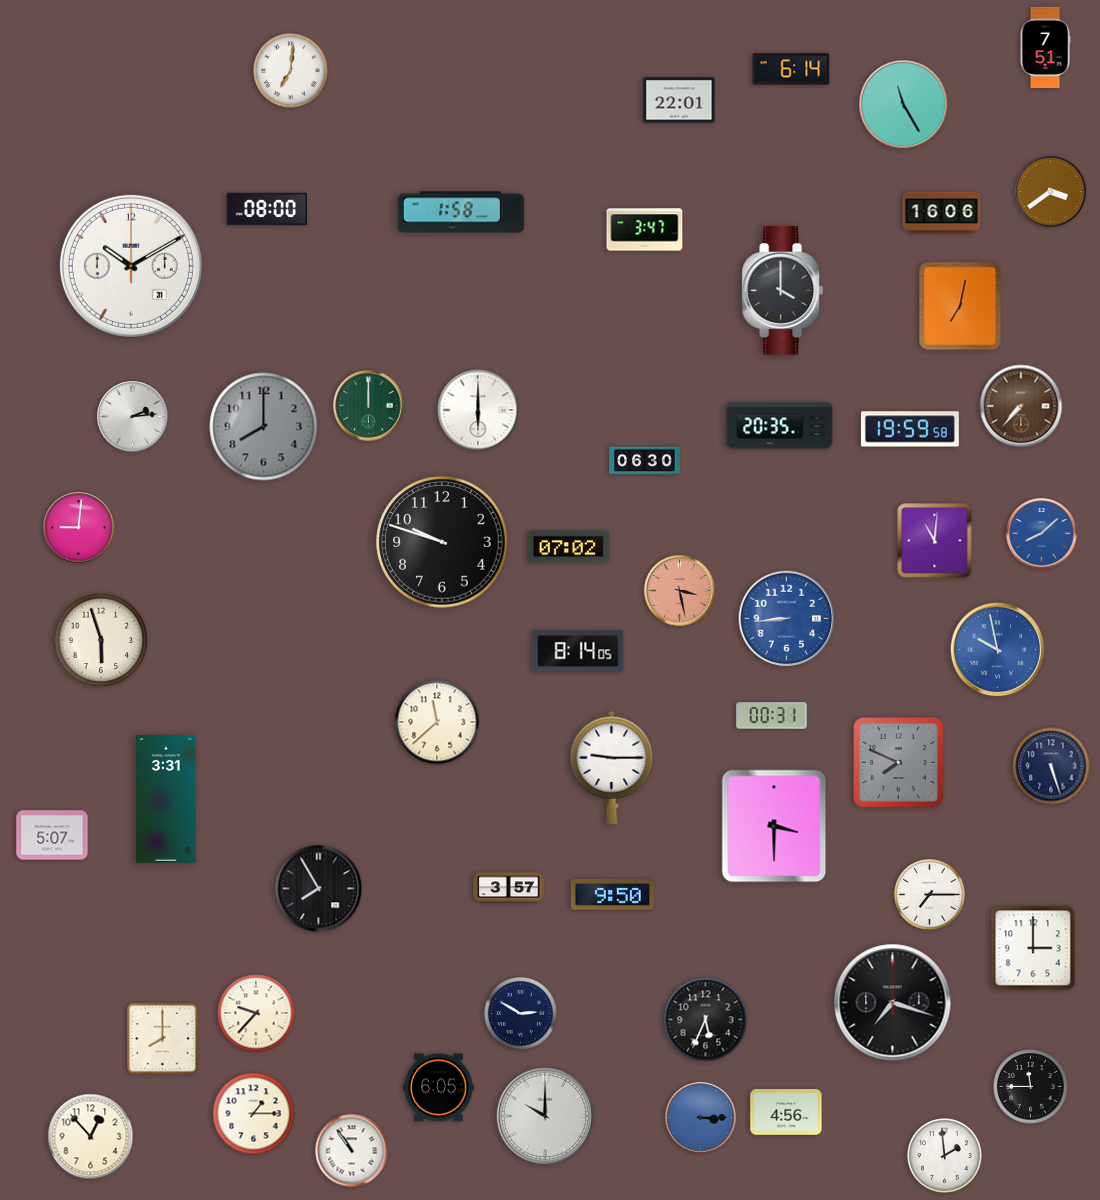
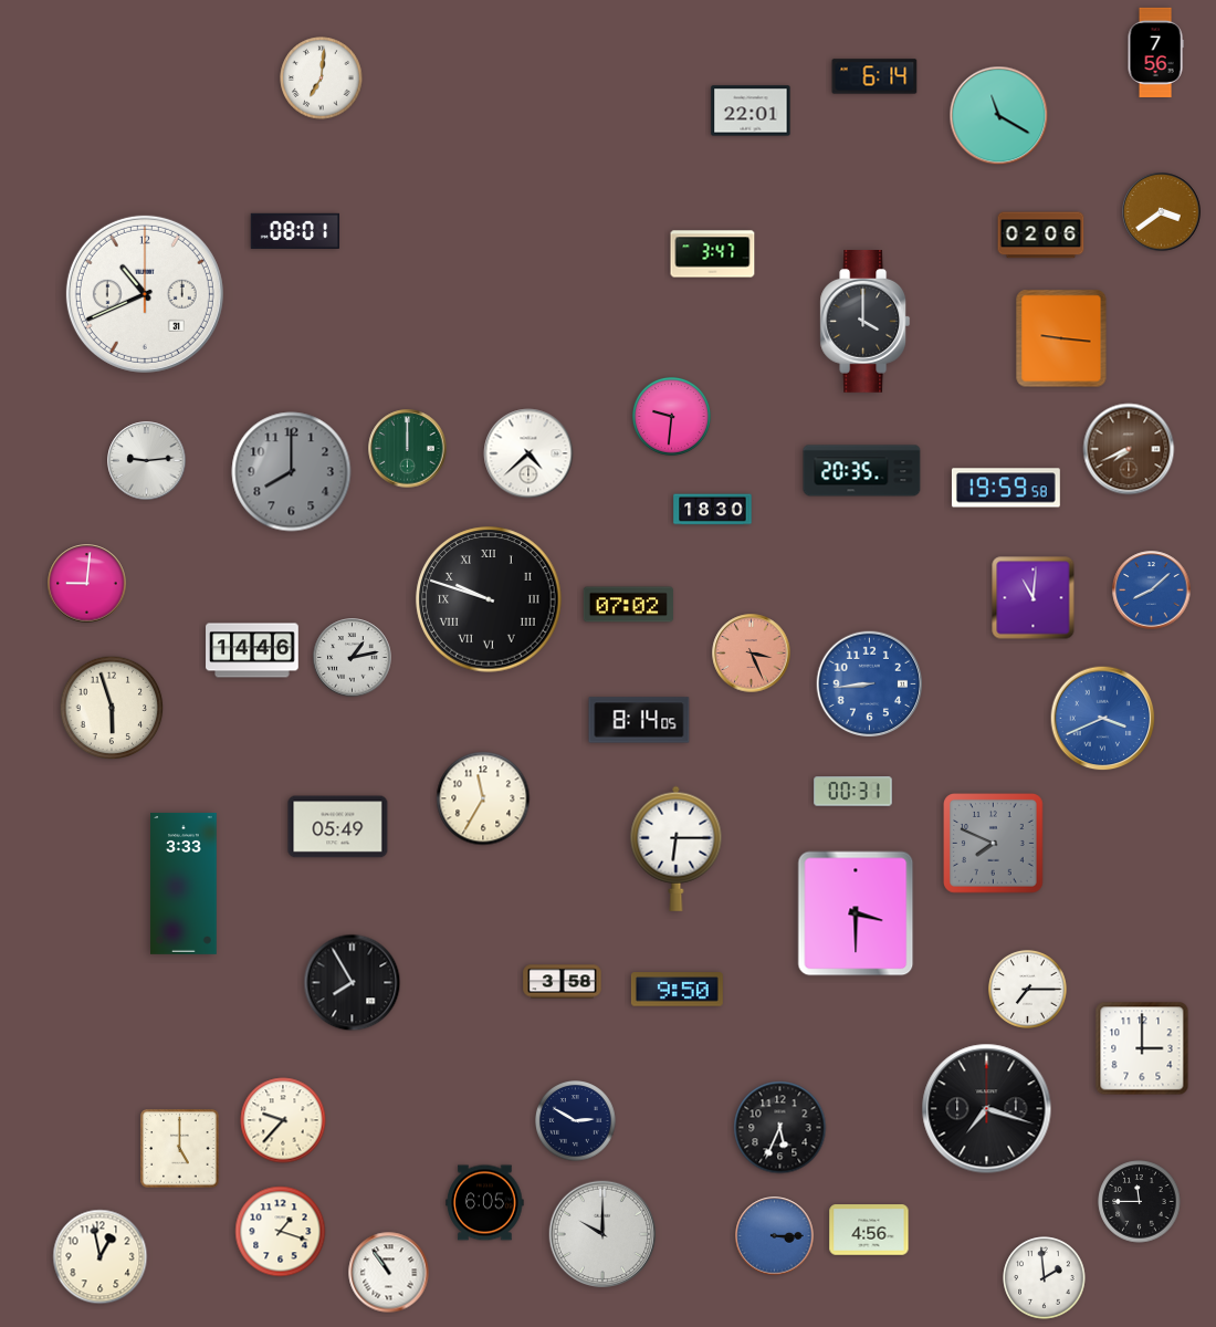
clock at (1045, 47): 7:51 -> 7:56
clock at (904, 105): 11:25 -> 11:20
clock at (267, 209): 08:00 -> 08:01
clock at (461, 212): 1:58 -> none
clock at (942, 213): 16:06 -> 02:06
clock at (131, 266): 10:10 -> 10:41
clock at (960, 306): 7:02 -> 9:16
clock at (671, 416): none -> 9:31
clock at (1021, 406): 7:37 -> 7:41
clock at (478, 410): 6:00 -> 4:38
clock at (133, 417): 2:14 -> 9:14
clock at (910, 429) position: (910, 429) -> (1006, 488)
clock at (645, 461): 06:30 -> 18:30
clock at (442, 542) numerals: Arabic -> Roman
clock at (252, 650): none -> 14:46
clock at (680, 591): 3:28 -> 3:26
clock at (353, 658): none -> 1:13
clock at (998, 650): 9:58 -> 3:41
clock at (437, 722): 11:38 -> 11:35
clock at (338, 827): none -> 05:49
clock at (1051, 766): 5:27 -> none
clock at (612, 767): 9:15 -> 6:15
clock at (166, 799): 3:31 -> 3:33
clock at (52, 835): 5:07 -> none
clock at (509, 888): 3:57 -> 3:58
clock at (163, 1039): 8:00 -> 5:00
clock at (254, 1114): 1:15 -> 1:18
clock at (91, 1137): 12:53 -> 12:58
